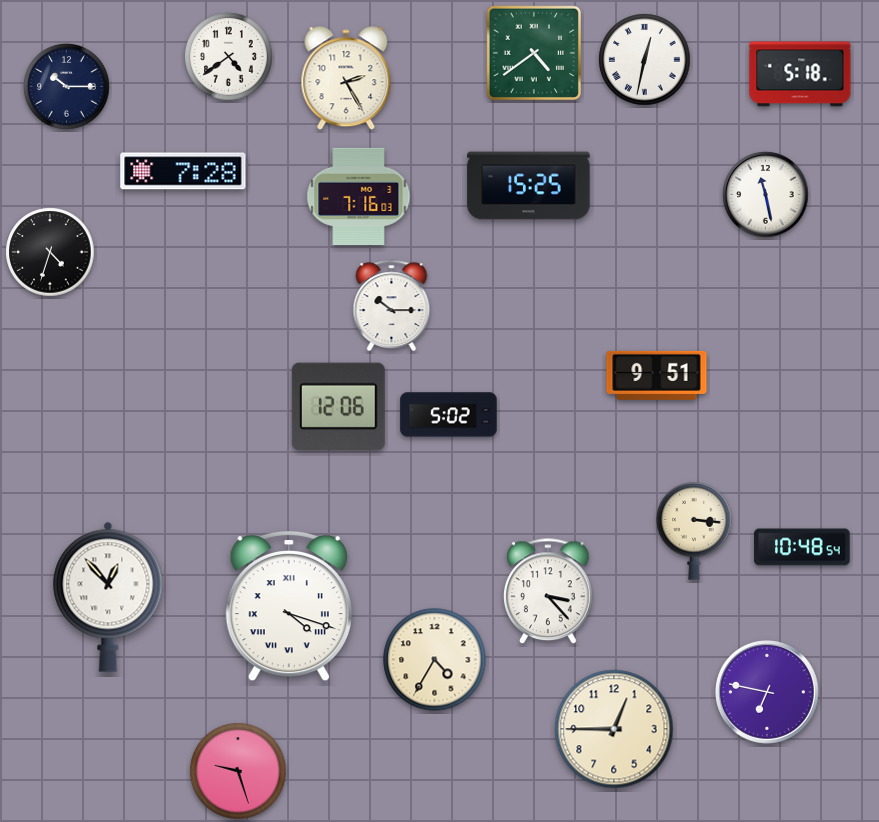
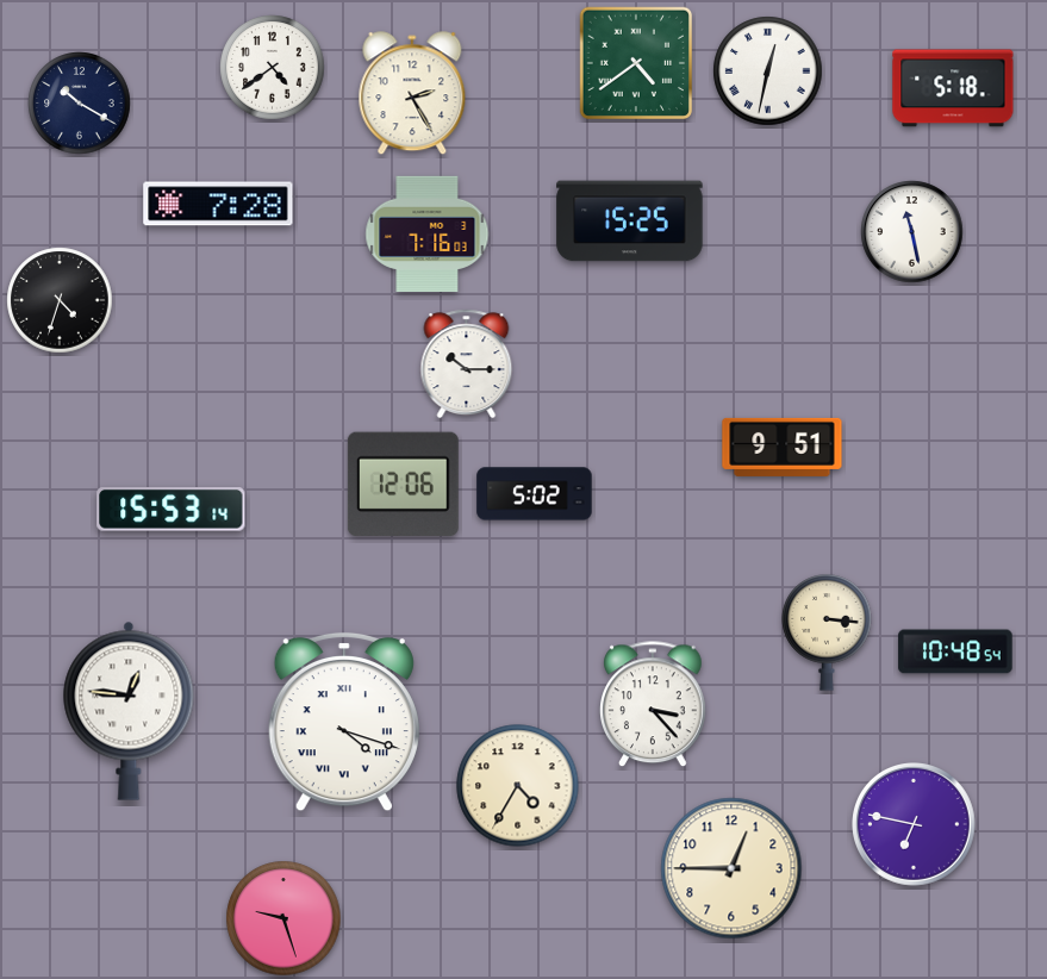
clock at (67, 87): 10:15 -> 10:20
clock at (172, 510): none -> 15:53
clock at (108, 597): 12:53 -> 12:46
